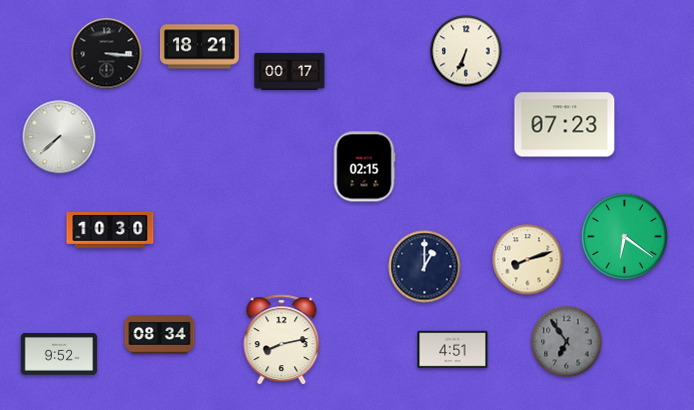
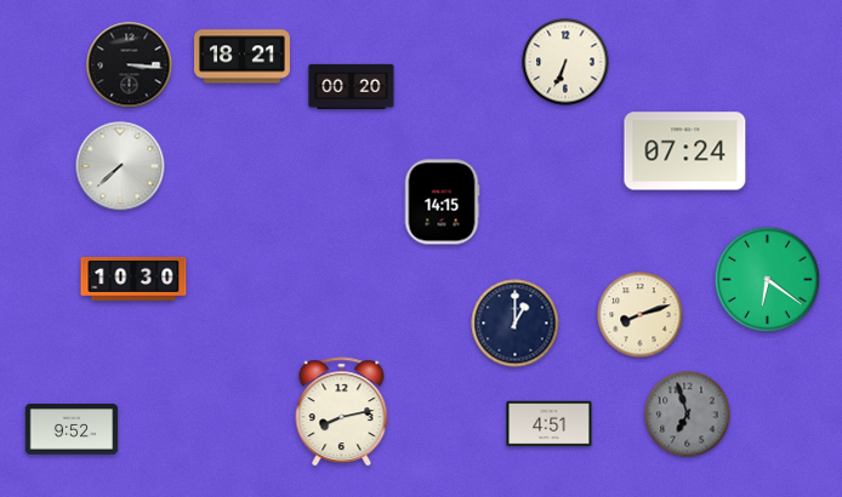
clock at (290, 71): 00:17 -> 00:20
clock at (565, 125): 07:23 -> 07:24
clock at (59, 137) position: (59, 137) -> (120, 166)
clock at (364, 167): 02:15 -> 14:15
clock at (625, 237) position: (625, 237) -> (768, 280)
clock at (160, 335): 08:34 -> none
clock at (567, 342): 6:54 -> 6:57
